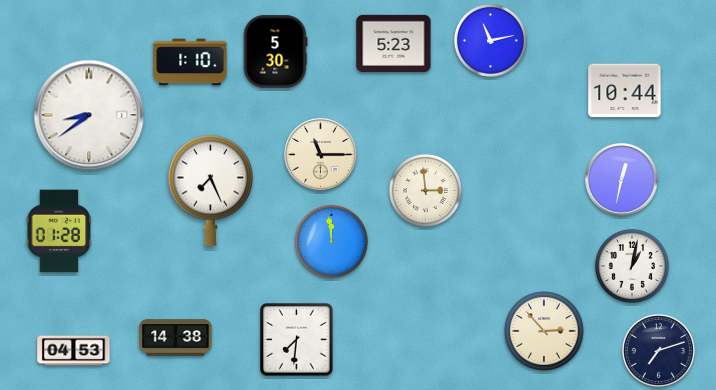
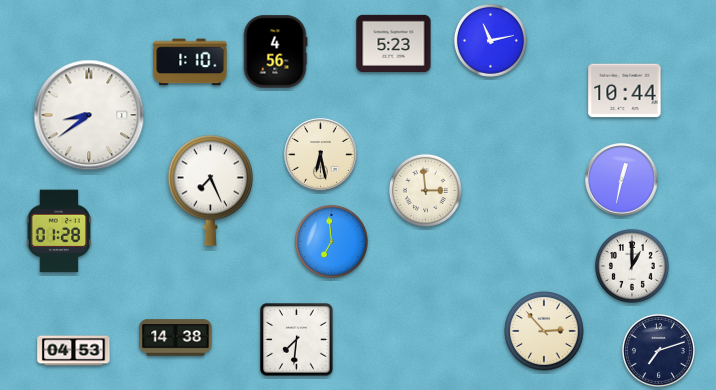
clock at (275, 52): 5:30 -> 4:56
clock at (321, 155): 11:15 -> 6:28
clock at (331, 241): 11:59 -> 6:59
clock at (632, 266): 1:02 -> 1:00
